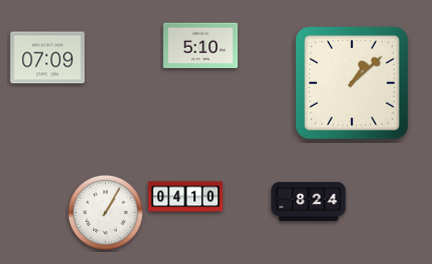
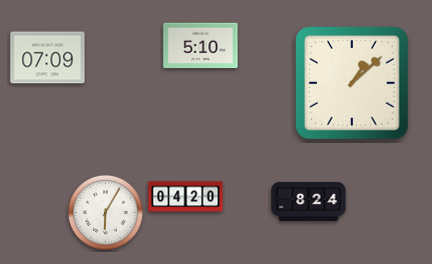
clock at (186, 197): 04:10 -> 04:20
clock at (105, 212): 1:05 -> 6:05
